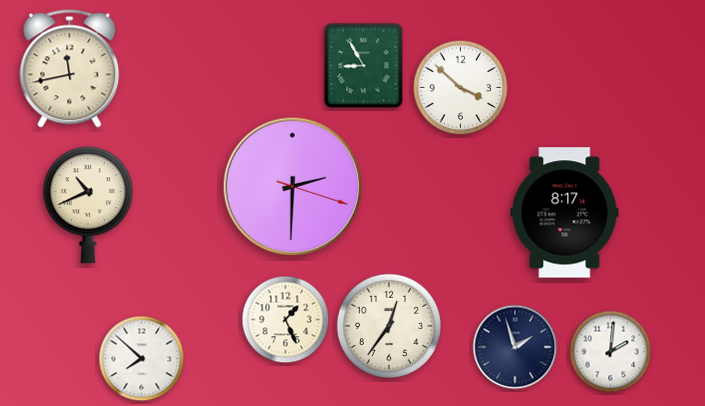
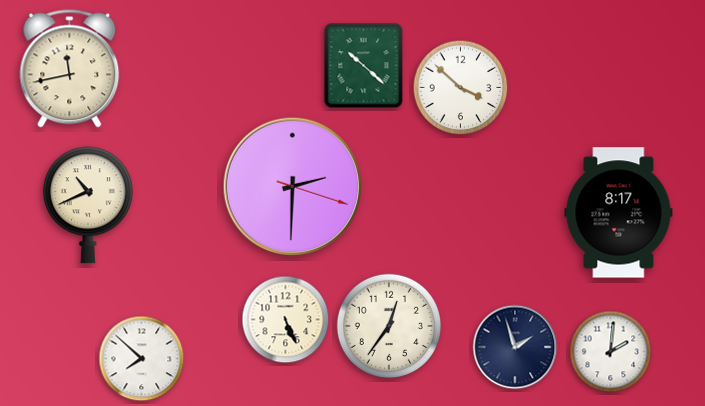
clock at (364, 66): 8:55 -> 10:22
clock at (565, 213) position: (565, 213) -> (619, 213)
clock at (286, 320): 1:26 -> 5:26
